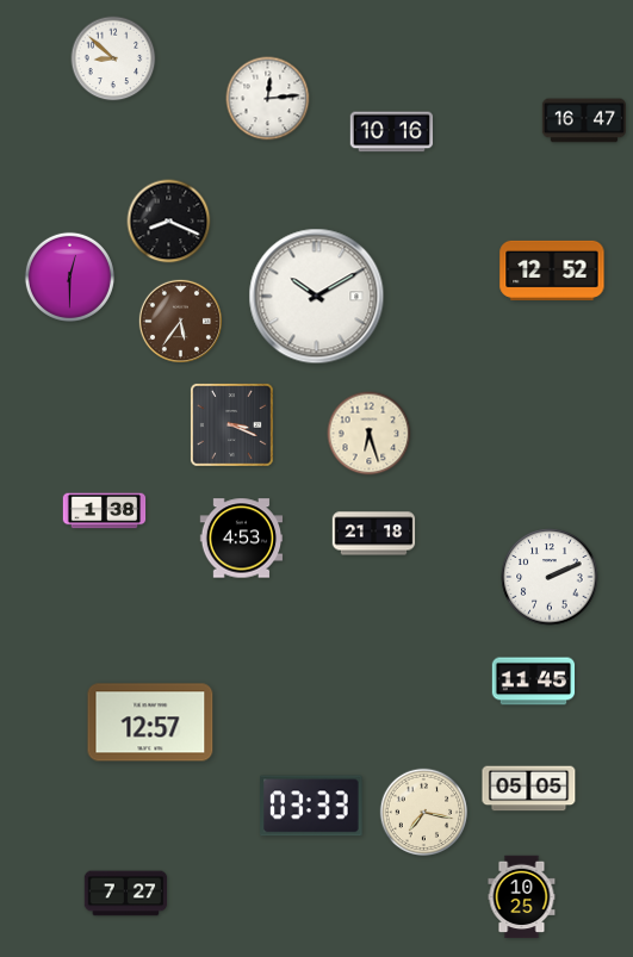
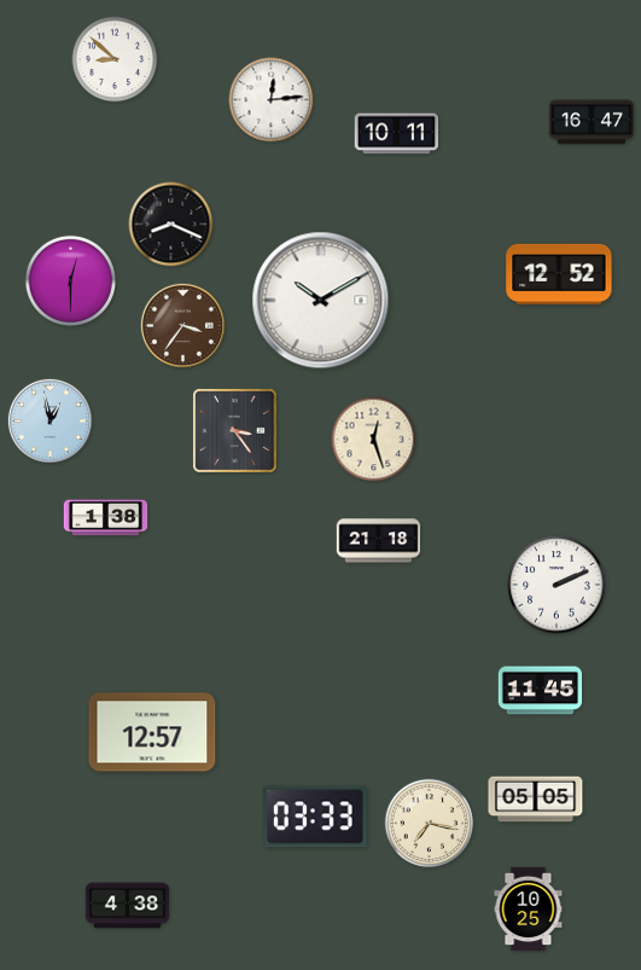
clock at (392, 132): 10:16 -> 10:11
clock at (180, 321): 5:36 -> 3:36
clock at (49, 420): none -> 12:58
clock at (232, 425): 3:19 -> 3:24
clock at (370, 434): 6:27 -> 12:27
clock at (242, 539): 4:53 -> none
clock at (126, 894): 7:27 -> 4:38
